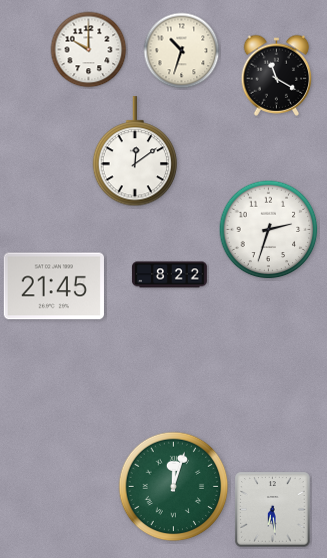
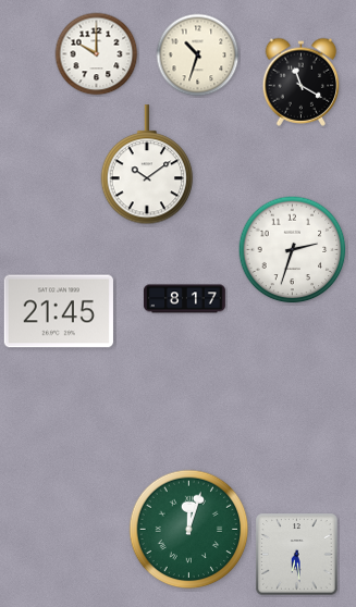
clock at (135, 152): 12:09 -> 10:09
clock at (170, 275): 8:22 -> 8:17
